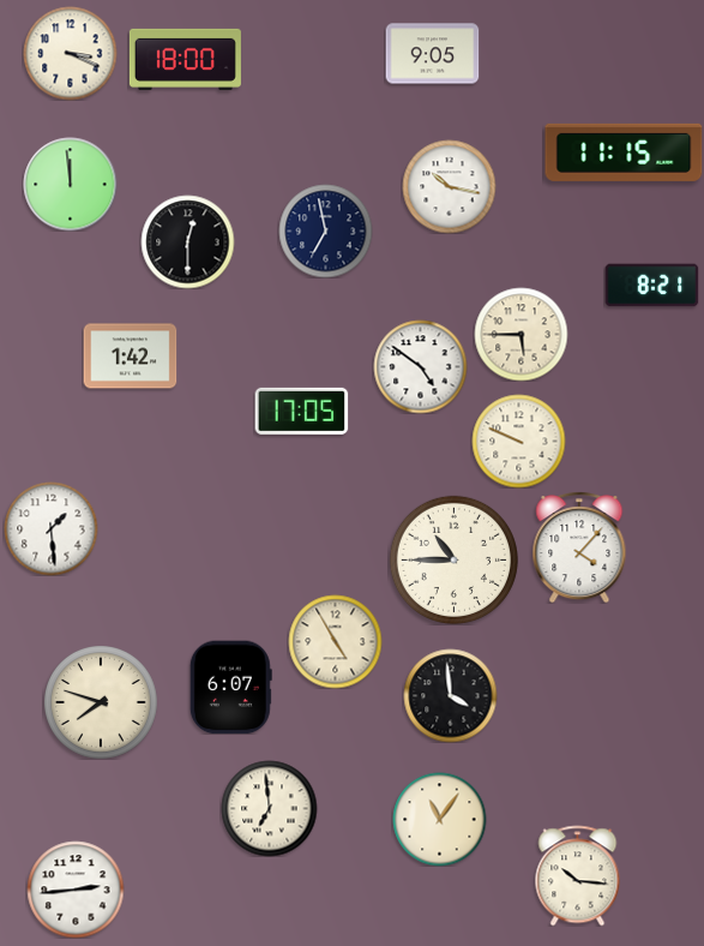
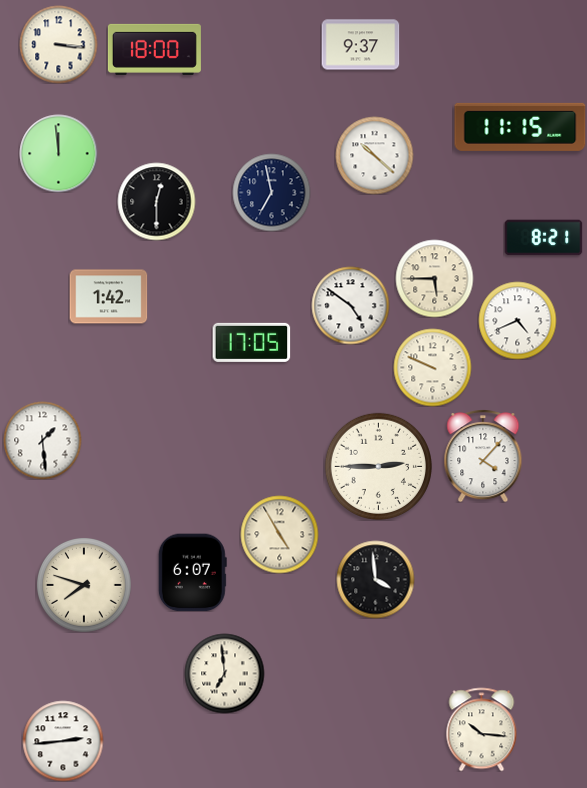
clock at (70, 53): 3:19 -> 3:16
clock at (432, 54): 9:05 -> 9:37
clock at (449, 186): 10:17 -> 10:22
clock at (517, 320): none -> 4:41
clock at (453, 559): 10:45 -> 2:45
clock at (439, 819): 11:06 -> none
